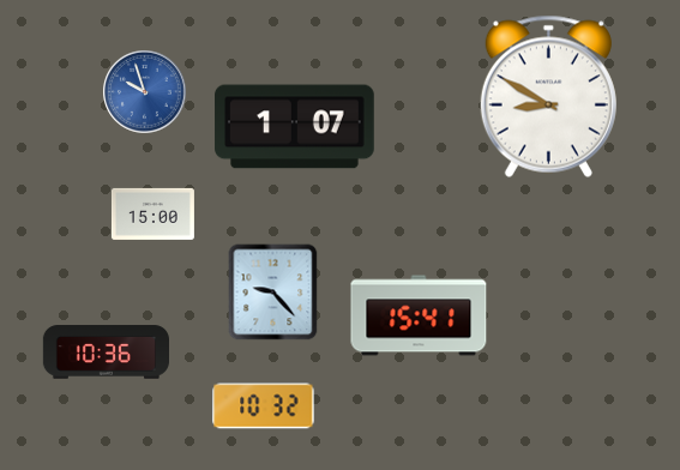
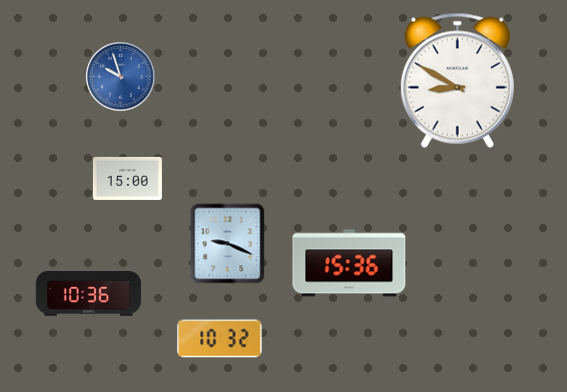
clock at (295, 127): 1:07 -> none
clock at (273, 293): 9:23 -> 9:19
clock at (419, 315): 15:41 -> 15:36
